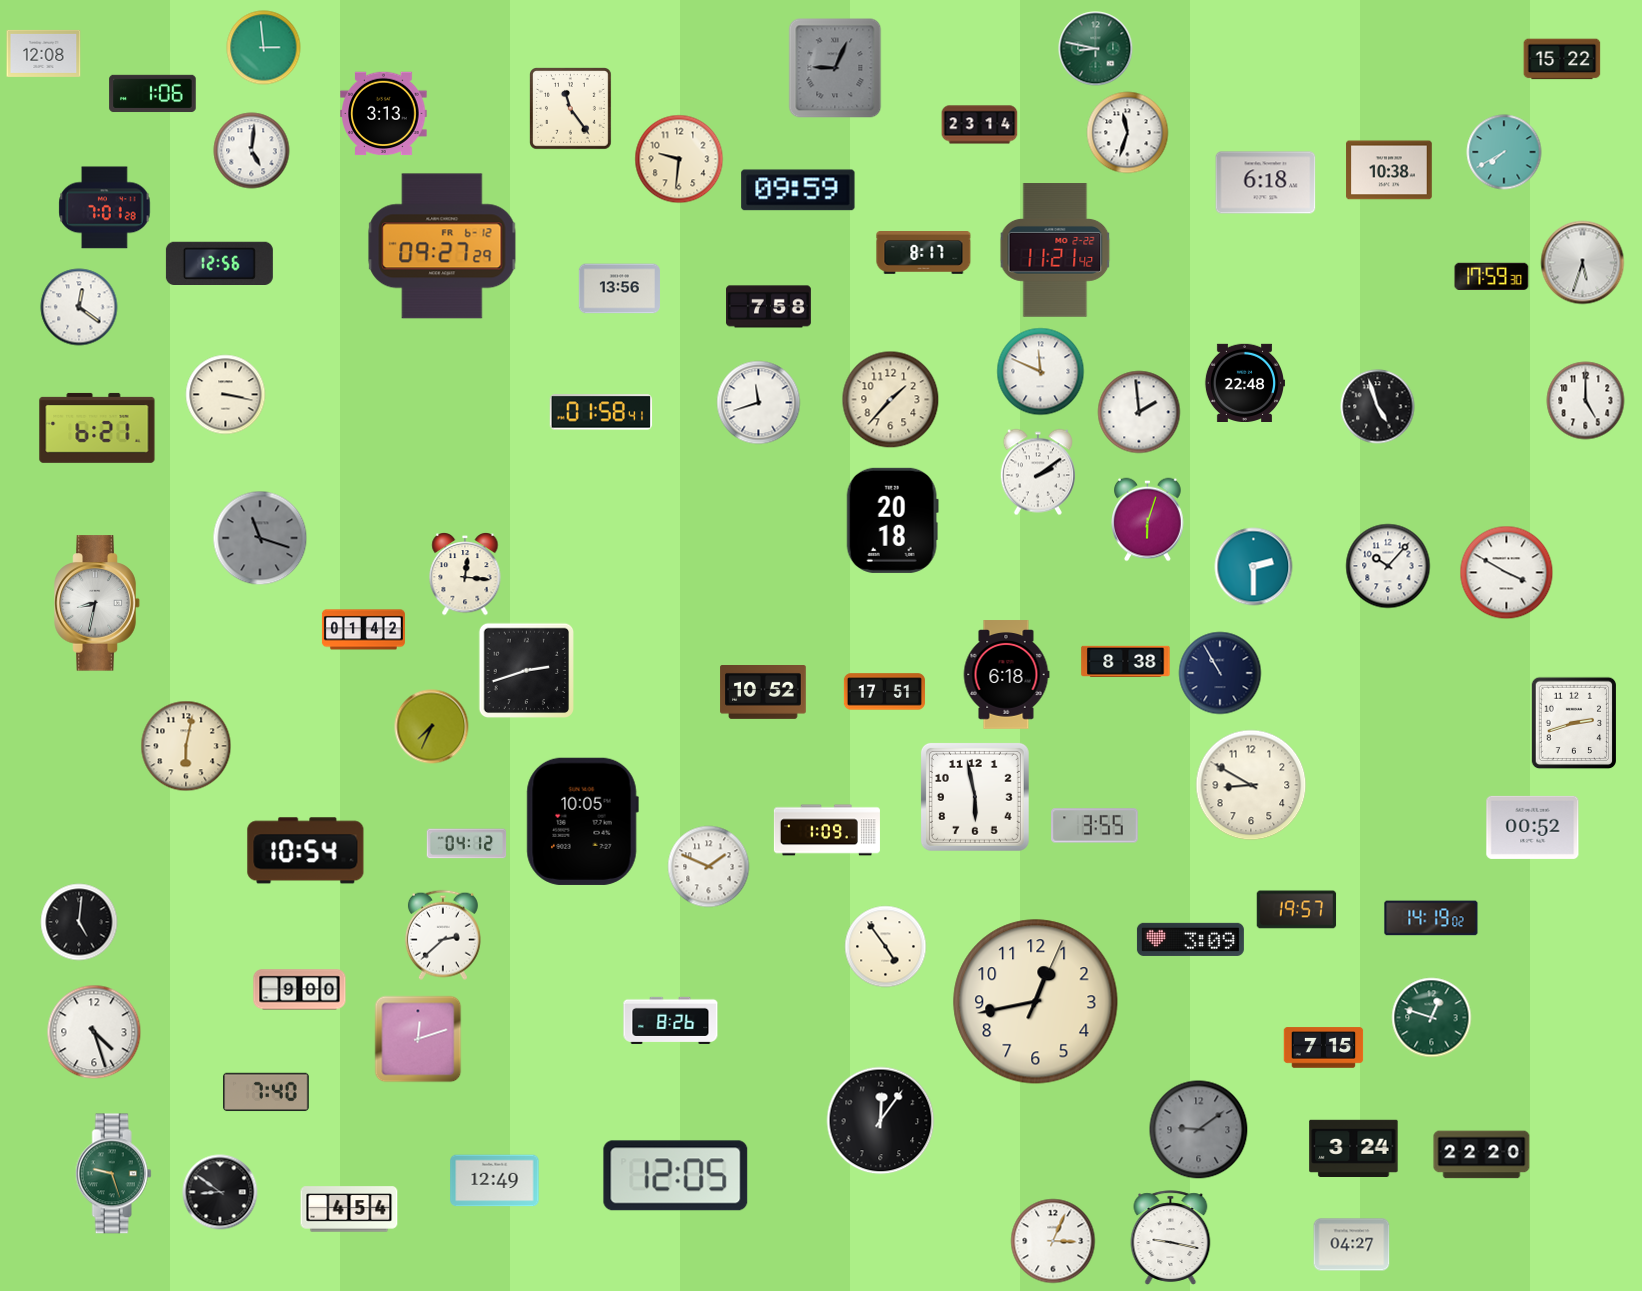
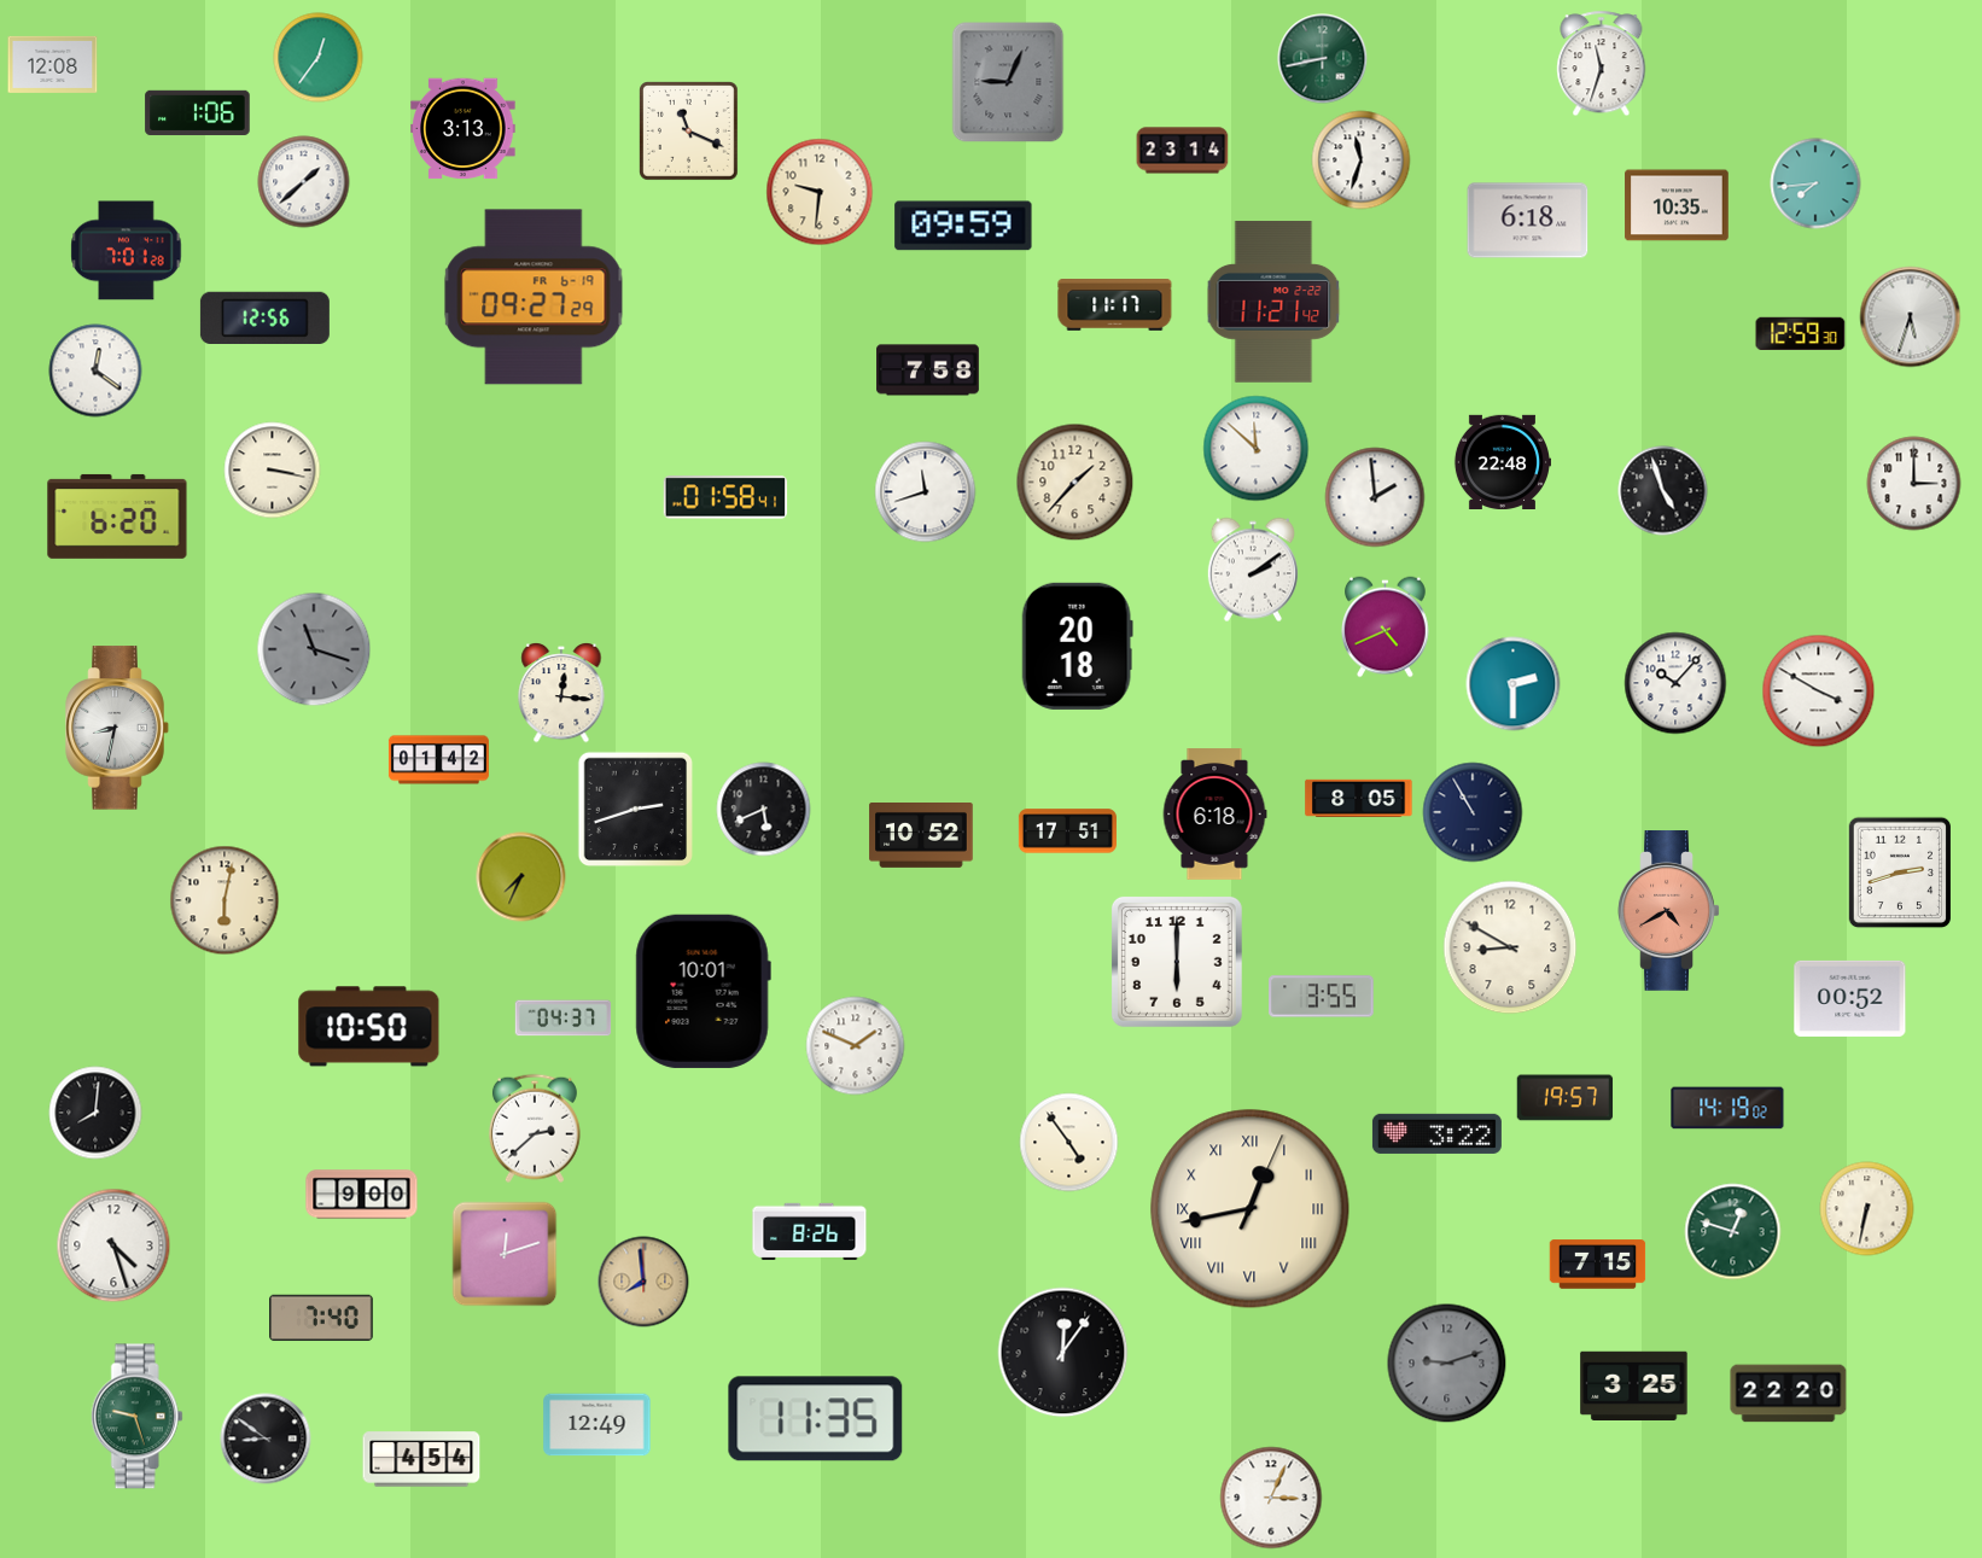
clock at (264, 48): 2:59 -> 12:36
clock at (1096, 49): 8:47 -> 8:43
clock at (1602, 64): none -> 11:33
clock at (1562, 59): 15:22 -> none
clock at (153, 94) position: (153, 94) -> (198, 113)
clock at (571, 109): 11:24 -> 11:19
clock at (384, 114) position: (384, 114) -> (464, 129)
clock at (252, 151): 5:01 -> 1:38
clock at (1504, 152): 7:40 -> 7:44
clock at (1389, 170): 10:38 -> 10:35
clock at (798, 190) position: (798, 190) -> (963, 226)
clock at (442, 246) date: FR 6-12 -> FR 6-19
clock at (924, 253): 8:17 -> 11:17
clock at (1492, 277): 17:59 -> 12:59
clock at (619, 289): 13:56 -> none
clock at (1041, 372): 11:49 -> 11:52
clock at (226, 395) position: (226, 395) -> (273, 471)
clock at (1586, 401): 5:00 -> 3:00
clock at (759, 403) position: (759, 403) -> (926, 492)
clock at (97, 428): 6:21 -> 6:20
clock at (892, 520) position: (892, 520) -> (1077, 646)
clock at (1148, 520): 6:03 -> 4:41
clock at (1126, 661): 8:38 -> 8:05
clock at (764, 810): none -> 5:41
clock at (884, 692) position: (884, 692) -> (1067, 831)
clock at (1669, 911): none -> 4:40
clock at (975, 797): 5:58 -> 6:00
clock at (582, 821): 10:05 -> 10:01
clock at (827, 830): 1:09 -> none
clock at (467, 844): 04:12 -> 04:37
clock at (306, 851): 10:54 -> 10:50
clock at (79, 922): 5:01 -> 8:01
clock at (1190, 939): 3:09 -> 3:22
clock at (1036, 1002) numerals: Arabic -> Roman
clock at (1867, 1209): none -> 6:32
clock at (1432, 1018) position: (1432, 1018) -> (1733, 1232)
clock at (643, 1282): none -> 7:59
clock at (1199, 1130): 9:09 -> 9:12
clock at (1354, 1148): 3:24 -> 3:25
clock at (676, 1176): 12:05 -> 11:35
clock at (1171, 1238): 9:17 -> none
clock at (1352, 1245): 04:27 -> none
